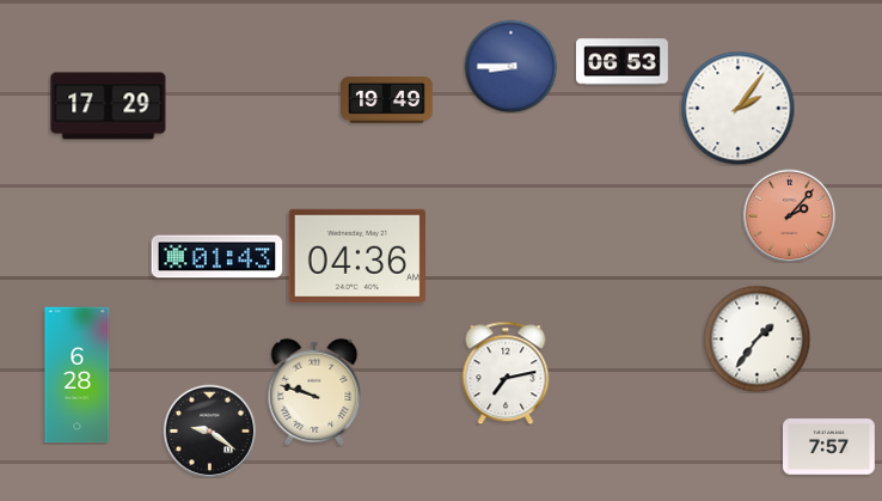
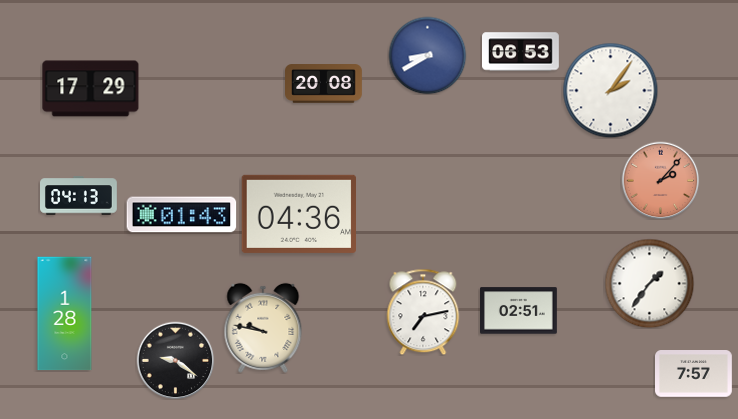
clock at (510, 66): 8:45 -> 8:40
clock at (387, 100): 19:49 -> 20:08
clock at (737, 108) position: (737, 108) -> (610, 90)
clock at (79, 196): none -> 04:13
clock at (757, 338) position: (757, 338) -> (649, 283)
clock at (519, 311): none -> 02:51
clock at (78, 375): 6:28 -> 1:28
clock at (314, 392): 9:48 -> 9:47
